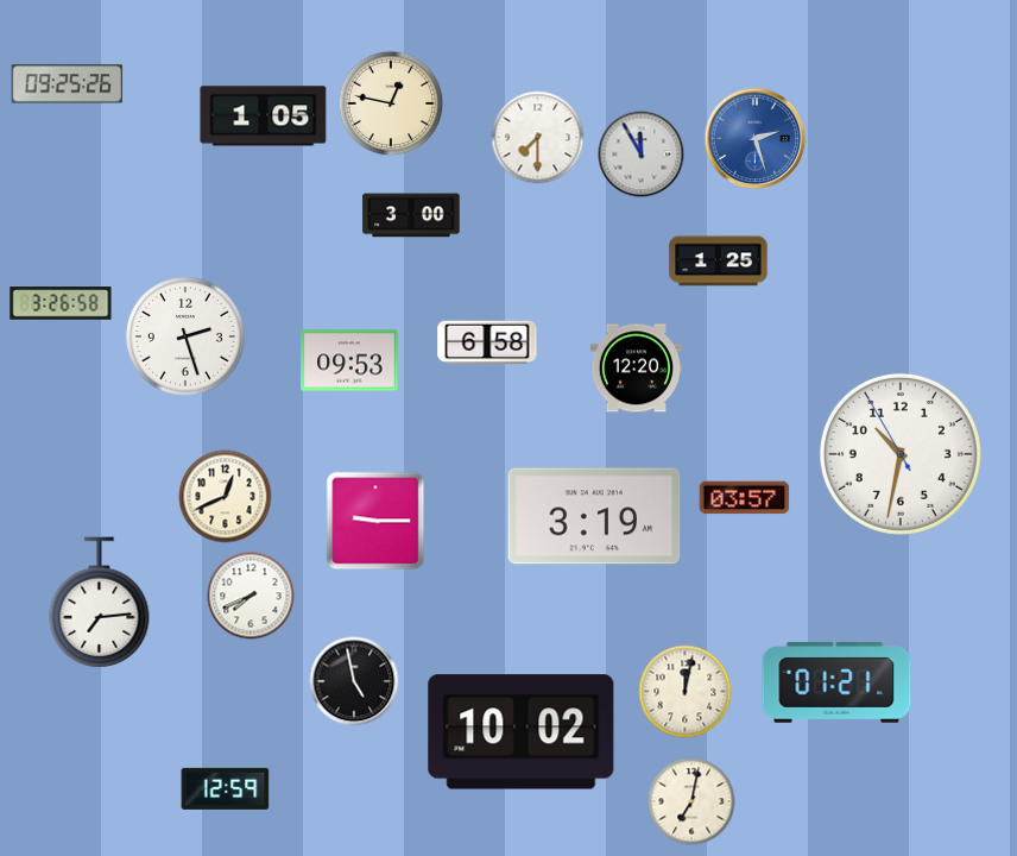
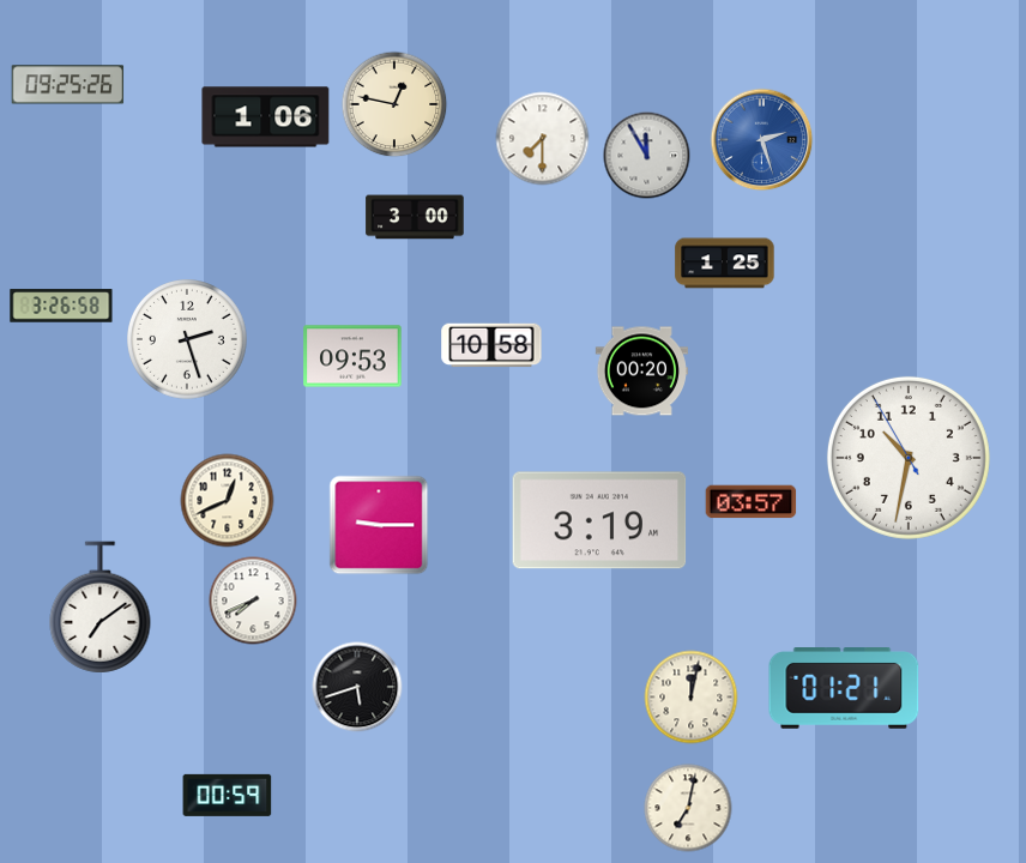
clock at (264, 117): 1:05 -> 1:06
clock at (487, 342): 6:58 -> 10:58
clock at (349, 360) position: (349, 360) -> (352, 356)
clock at (636, 369): 12:20 -> 00:20
clock at (100, 603): 7:14 -> 7:09
clock at (354, 681): 4:58 -> 5:42
clock at (522, 732): 10:02 -> none
clock at (226, 788): 12:59 -> 00:59
clock at (691, 801) position: (691, 801) -> (688, 808)
